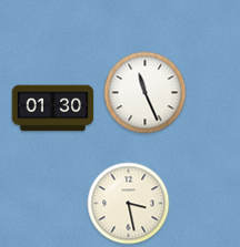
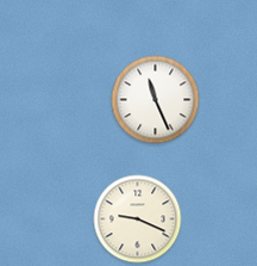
clock at (53, 109): 01:30 -> none
clock at (129, 204): 3:28 -> 9:19
